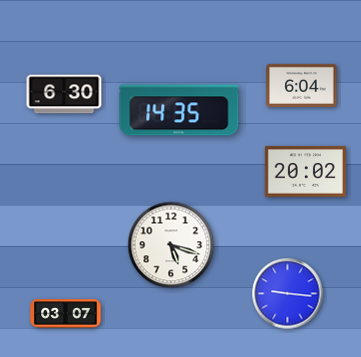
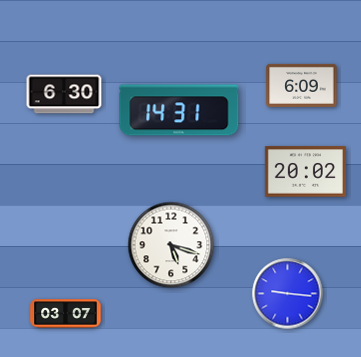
clock at (302, 85): 6:04 -> 6:09
clock at (179, 110): 14:35 -> 14:31
